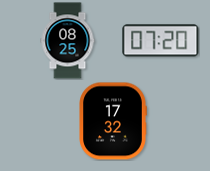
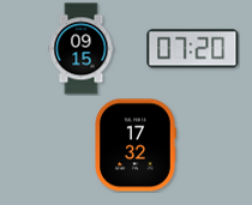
clock at (68, 41): 08:25 -> 09:15
